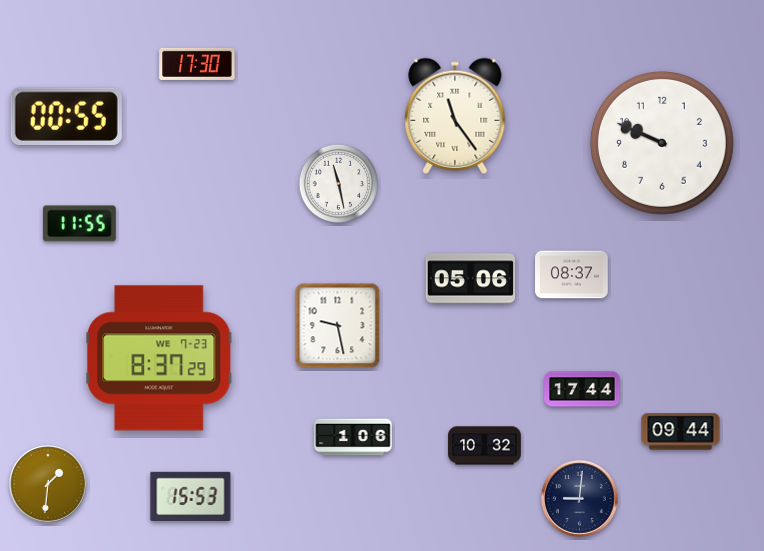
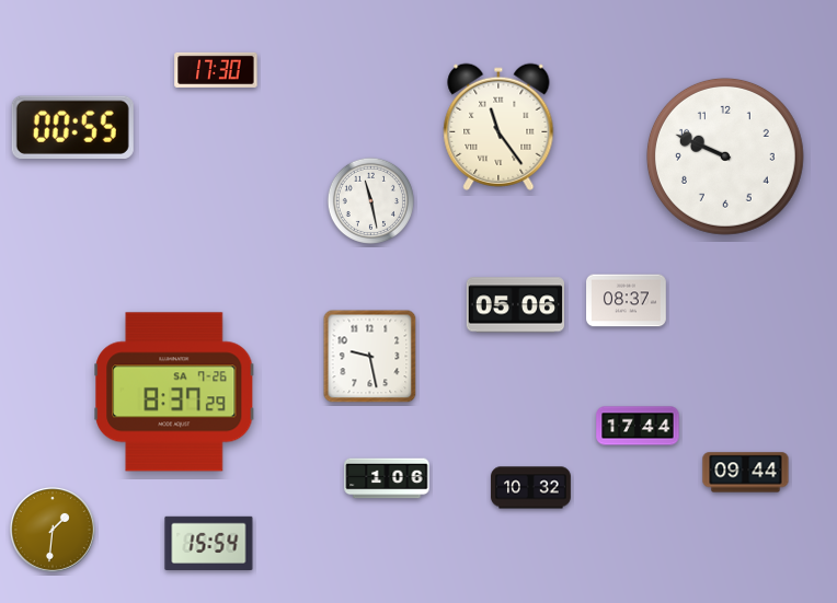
clock at (79, 224): 11:55 -> none
clock at (160, 358) date: WE 7-23 -> SA 7-26
clock at (191, 496): 15:53 -> 15:54
clock at (579, 498): 9:01 -> none
